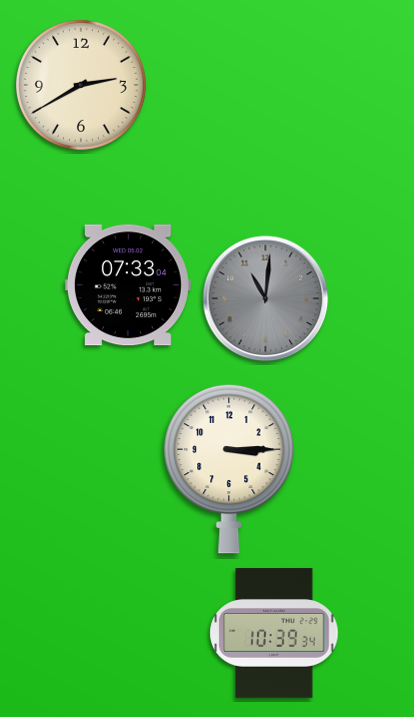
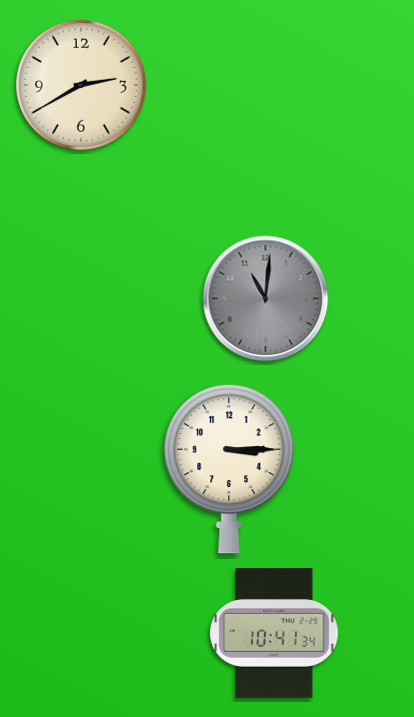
clock at (128, 285): 07:33 -> none
clock at (274, 633): 10:39 -> 10:41
